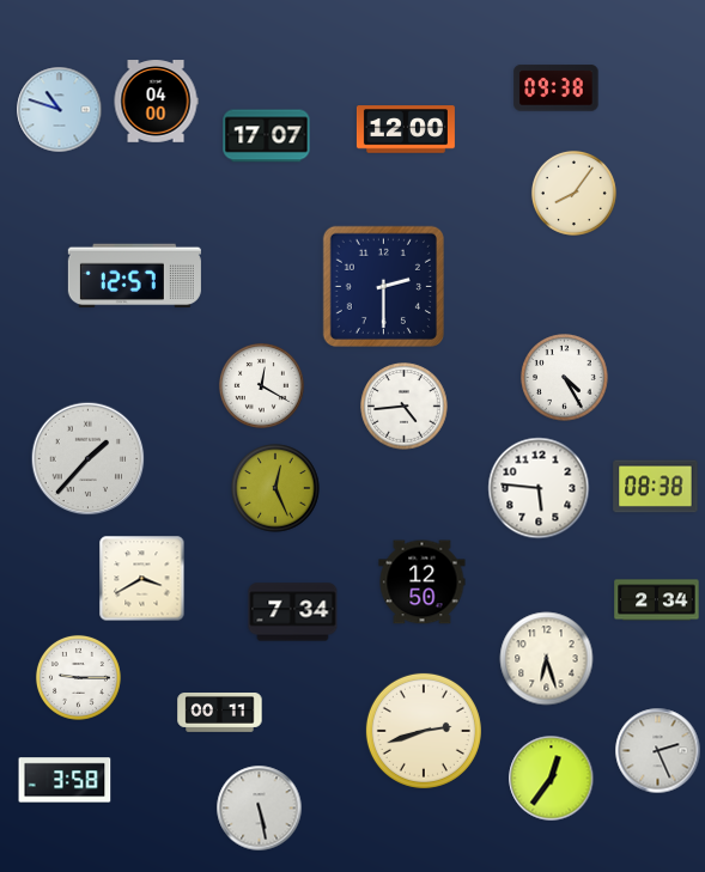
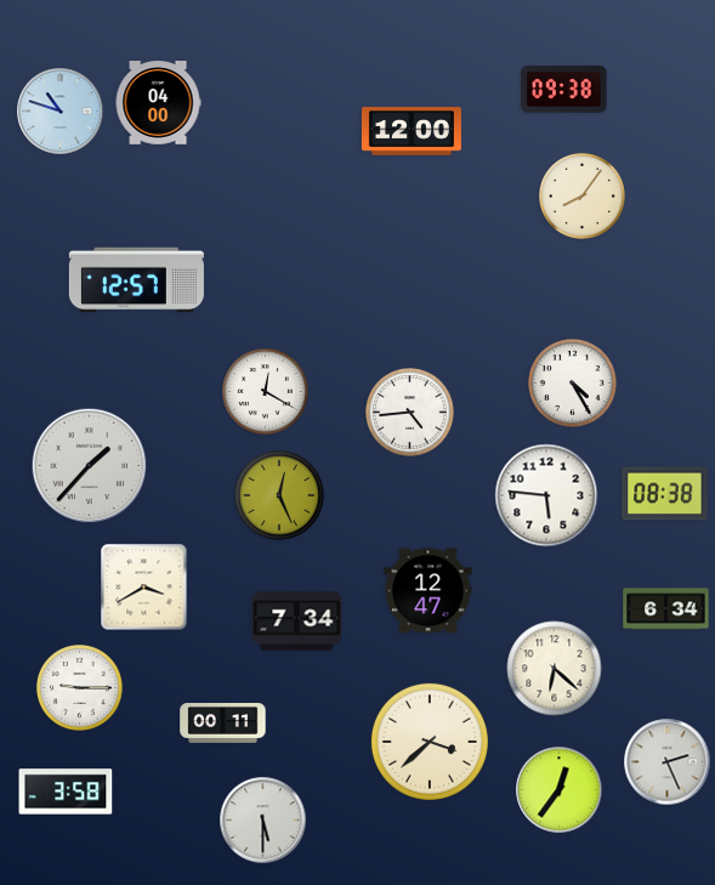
clock at (267, 136): 17:07 -> none
clock at (383, 286): 2:30 -> none
clock at (423, 583): 12:50 -> 12:47
clock at (657, 600): 2:34 -> 6:34
clock at (547, 659): 6:27 -> 6:22
clock at (424, 731): 2:42 -> 3:38
clock at (260, 809): 5:28 -> 5:30
